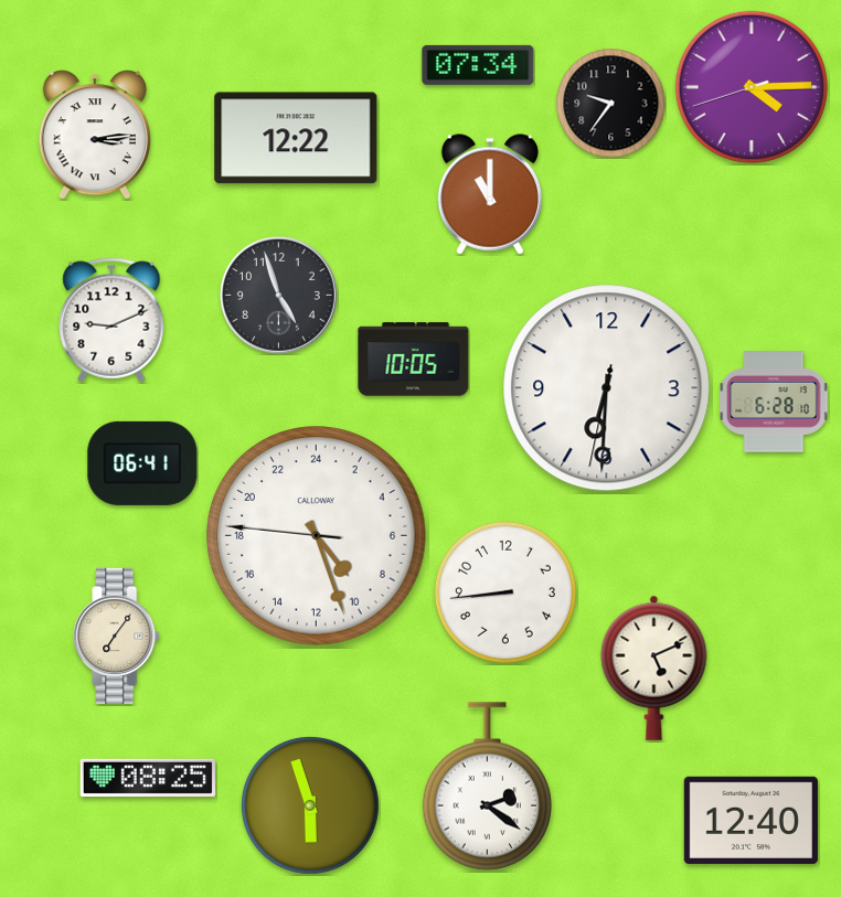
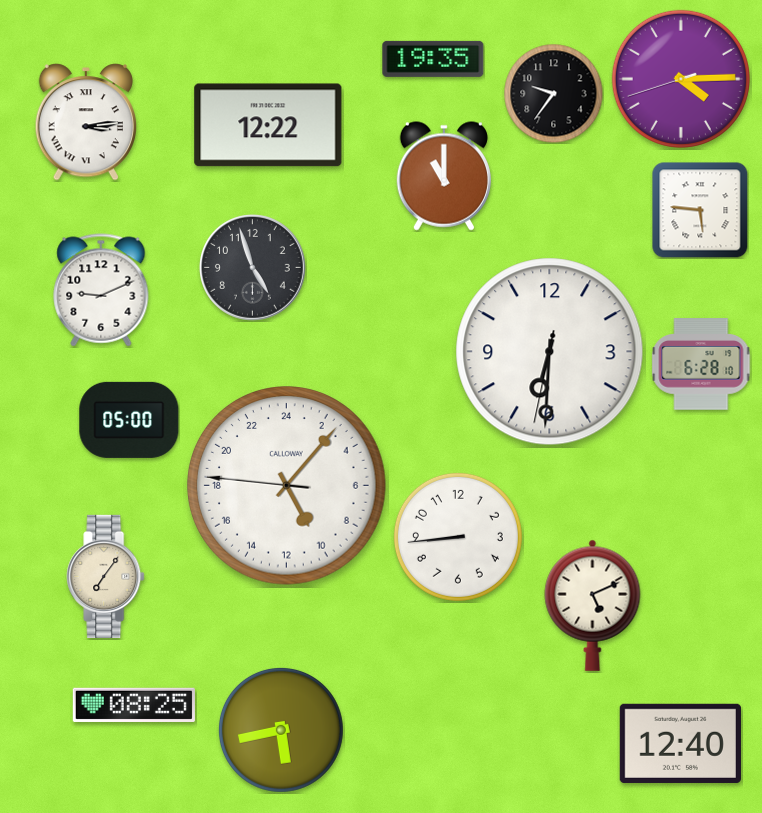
clock at (478, 65): 07:34 -> 19:35
clock at (700, 210): none -> 5:46
clock at (414, 360): 10:05 -> none
clock at (142, 463): 06:41 -> 05:00
clock at (317, 536): 9:26 -> 10:06
clock at (487, 787): 2:21 -> none
clock at (310, 805): 5:57 -> 5:43
